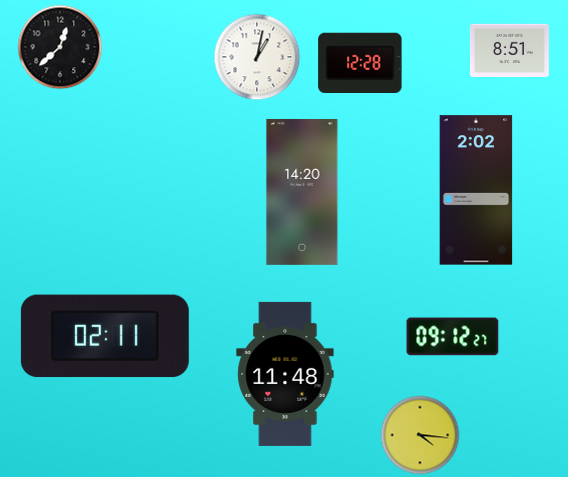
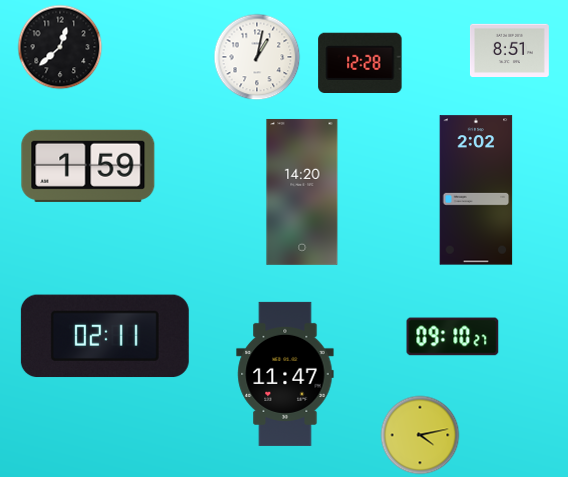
clock at (88, 166): none -> 1:59
clock at (453, 337): 09:12 -> 09:10
clock at (285, 374): 11:48 -> 11:47
clock at (420, 435): 4:16 -> 4:13
